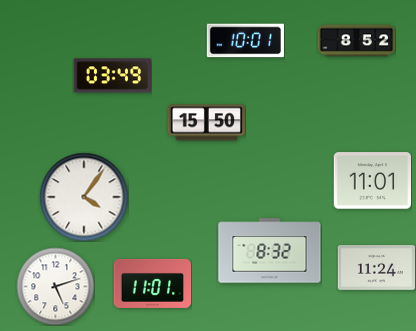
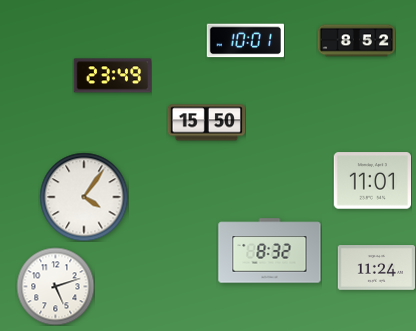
clock at (112, 76): 03:49 -> 23:49
clock at (152, 283): 11:01 -> none
